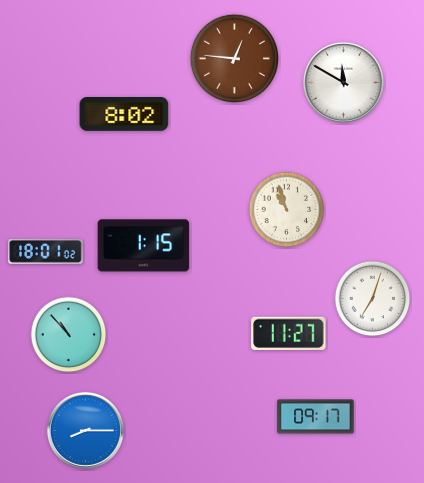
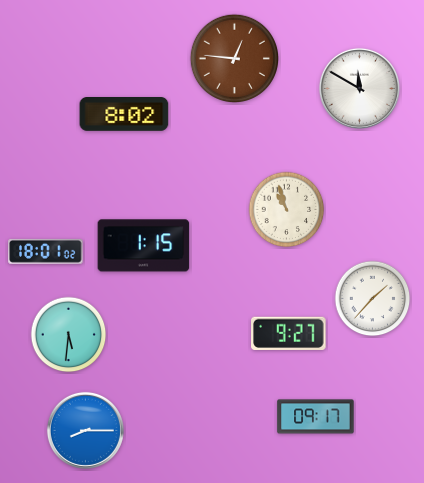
clock at (343, 82) position: (343, 82) -> (359, 88)
clock at (373, 299): 7:03 -> 1:37
clock at (289, 333): 11:27 -> 9:27
clock at (69, 335): 10:53 -> 5:31
